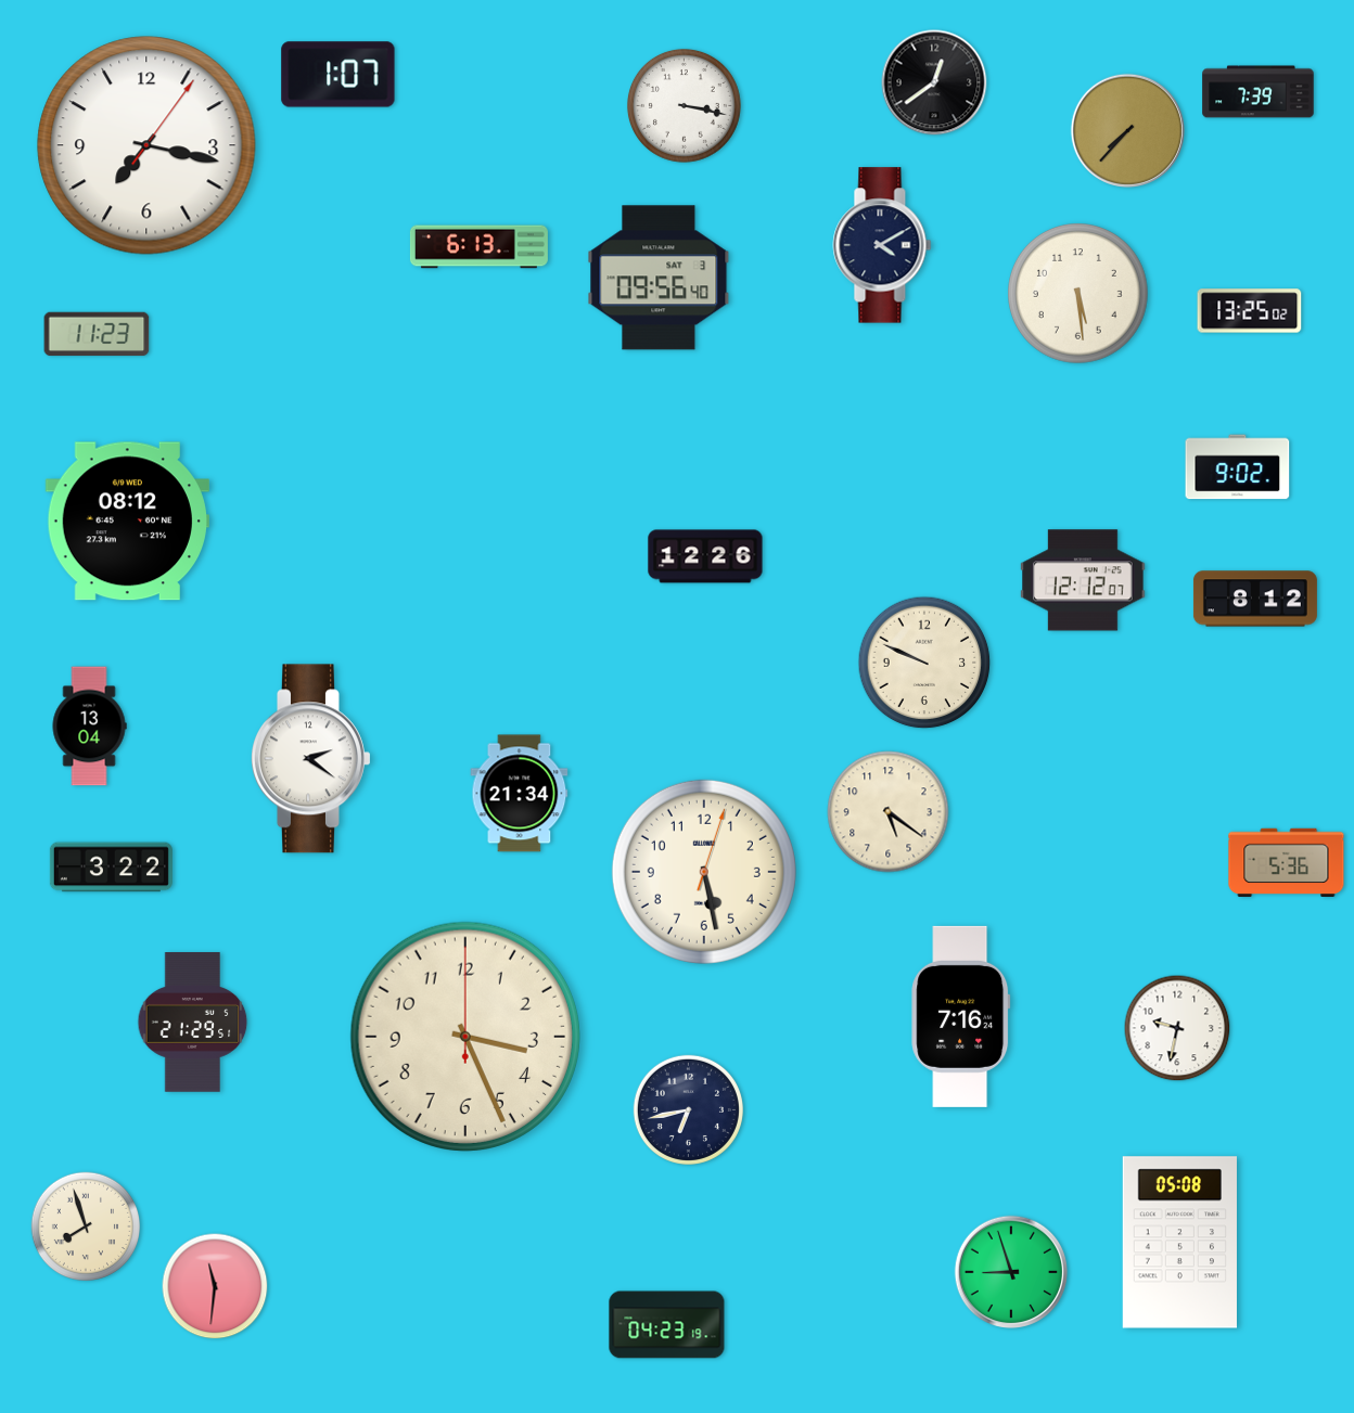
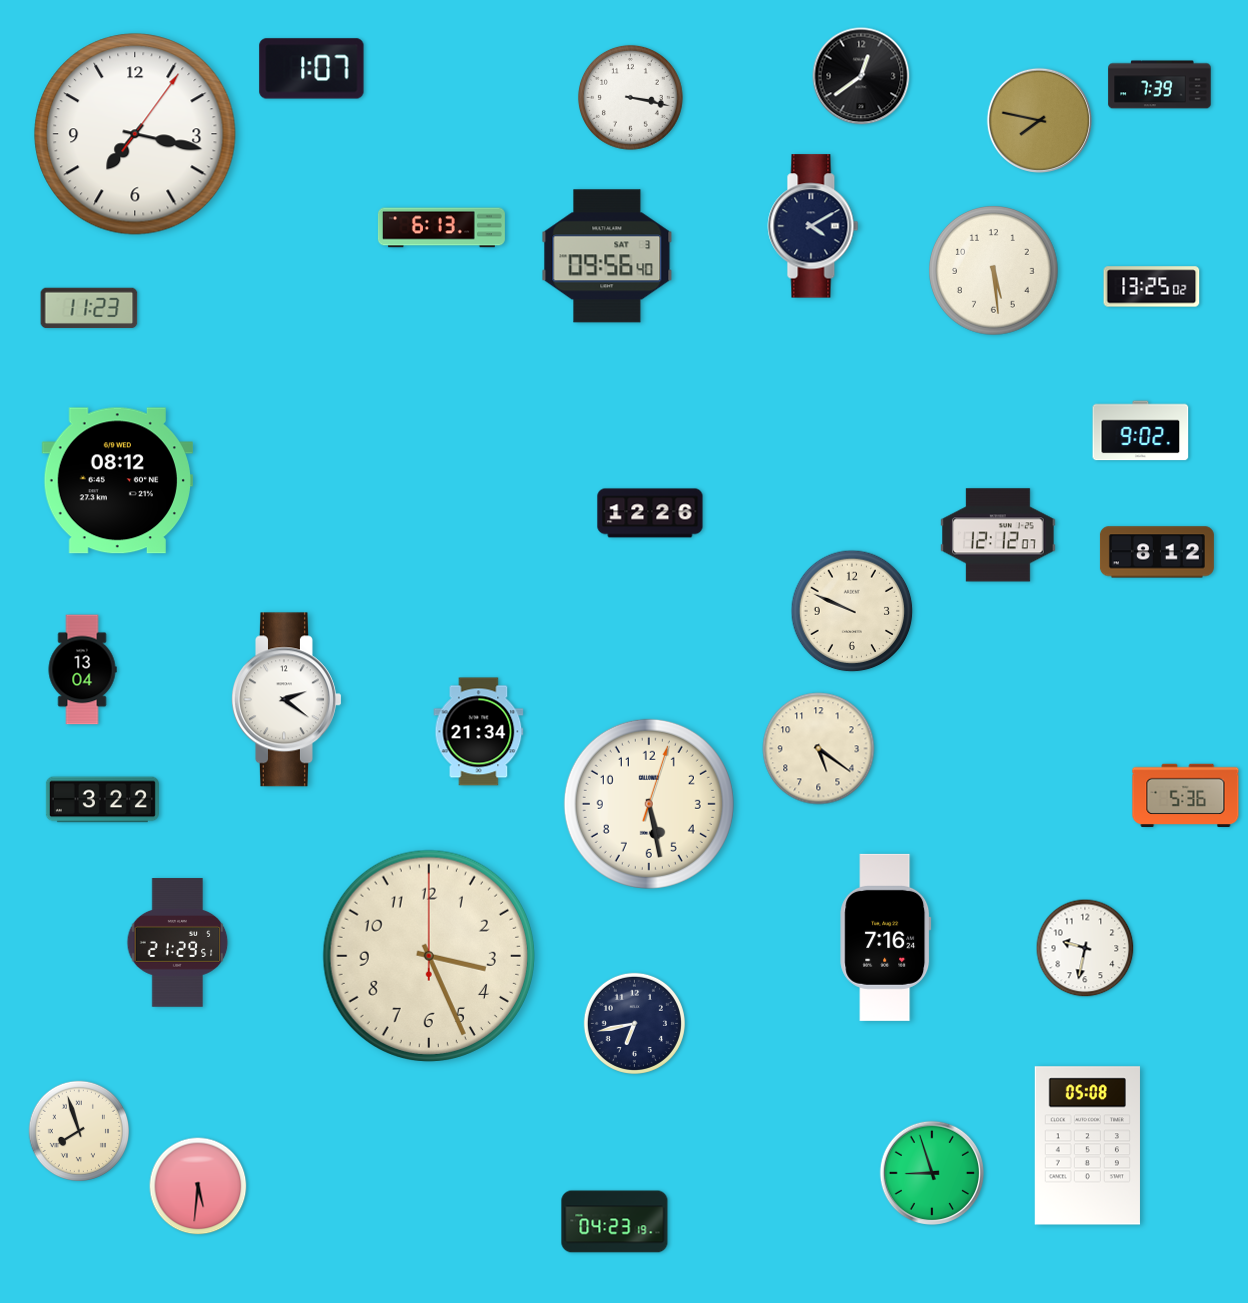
clock at (1127, 130): 7:37 -> 7:47
clock at (215, 1286): 11:31 -> 5:31
